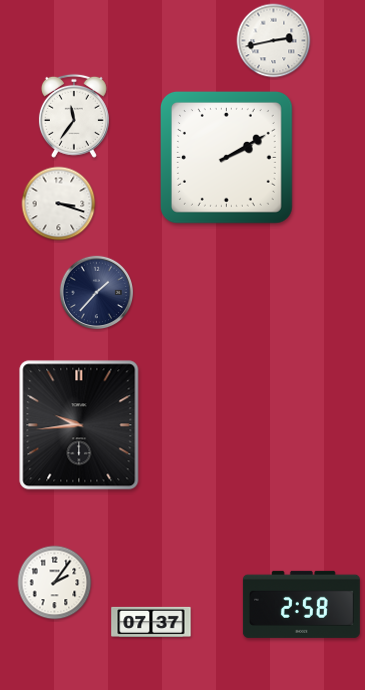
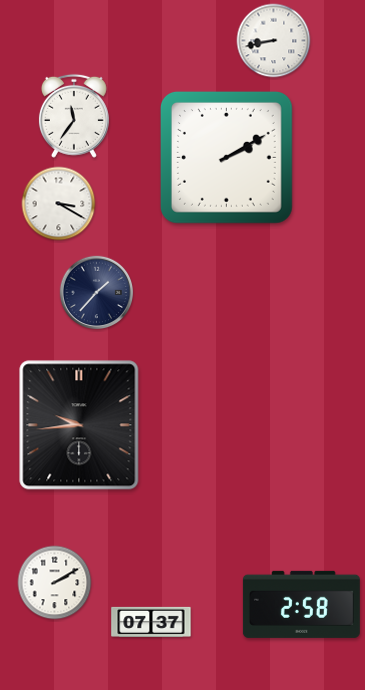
clock at (274, 41): 2:43 -> 8:43
clock at (59, 204): 3:18 -> 3:20
clock at (55, 583): 2:06 -> 2:10
